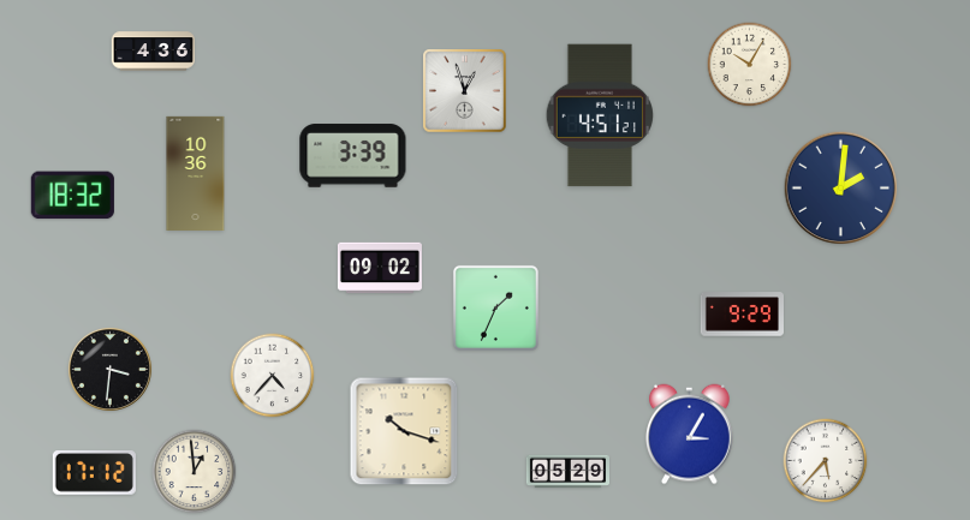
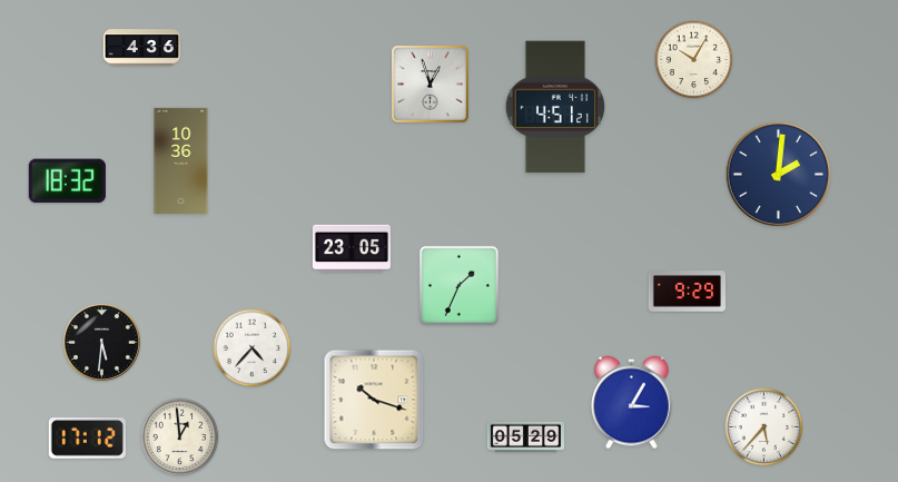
clock at (353, 156): 3:39 -> none
clock at (380, 268): 09:02 -> 23:05
clock at (109, 369): 3:31 -> 5:31
clock at (690, 435) position: (690, 435) -> (632, 403)
